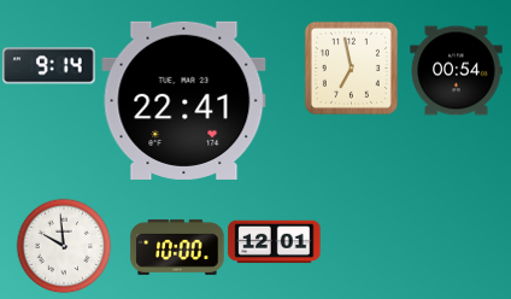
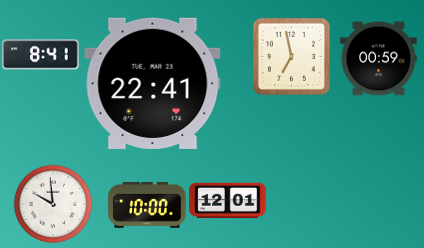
clock at (49, 66): 9:14 -> 8:41
clock at (457, 71): 00:54 -> 00:59
